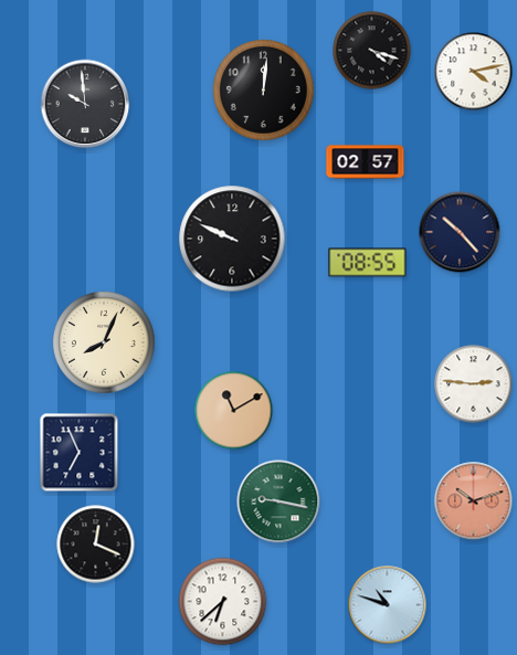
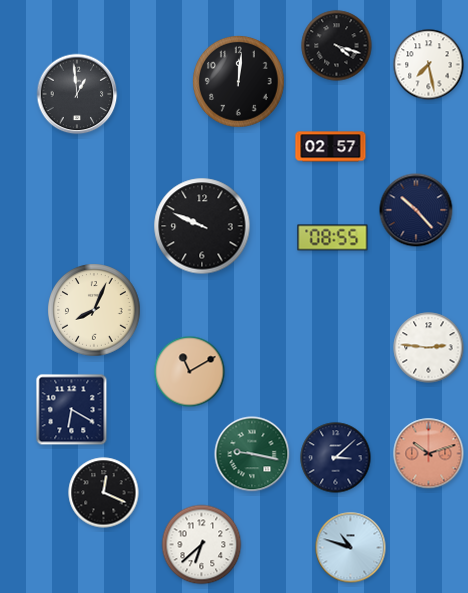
clock at (474, 72): 4:13 -> 7:28
clock at (85, 104): 9:59 -> 12:59
clock at (232, 239) position: (232, 239) -> (202, 226)
clock at (234, 411) position: (234, 411) -> (190, 372)
clock at (80, 453): 6:56 -> 6:20
clock at (336, 458): none -> 3:08
clock at (96, 545) position: (96, 545) -> (104, 493)
